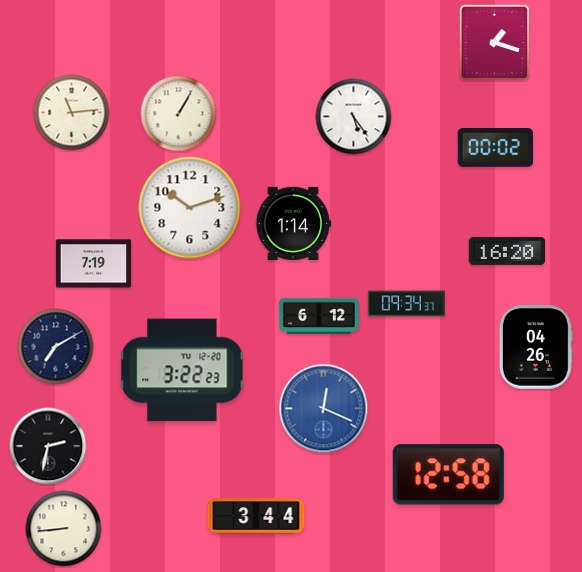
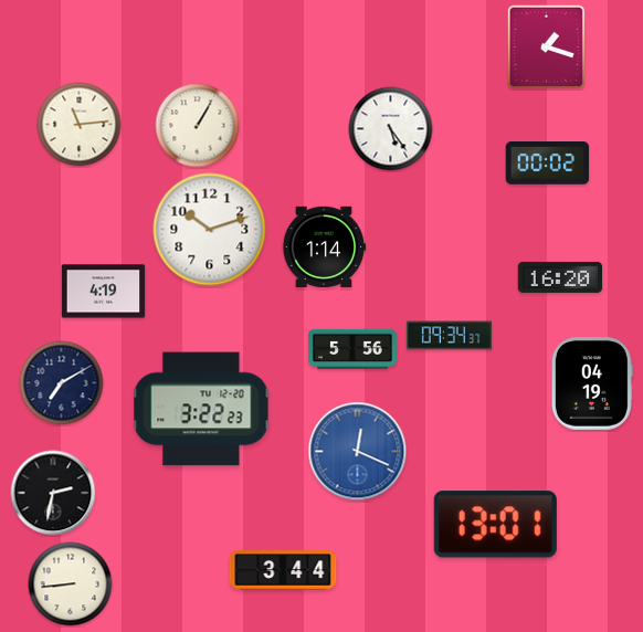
clock at (94, 264): 7:19 -> 4:19
clock at (319, 315): 6:12 -> 5:56
clock at (536, 347): 04:26 -> 04:19
clock at (448, 475): 12:58 -> 13:01
